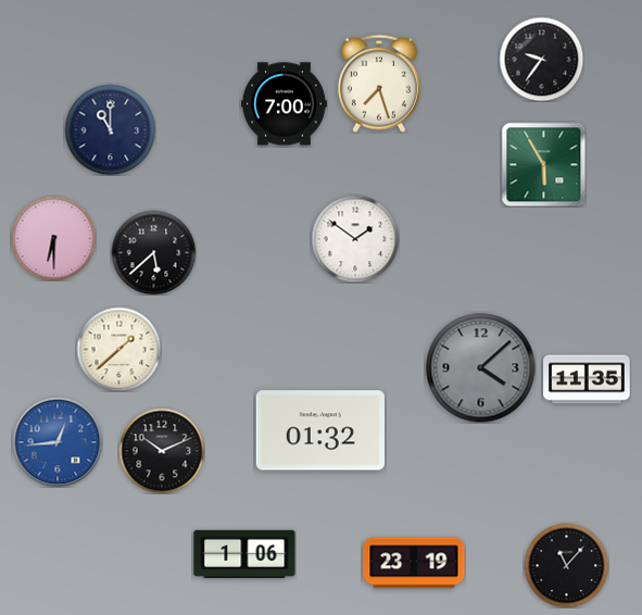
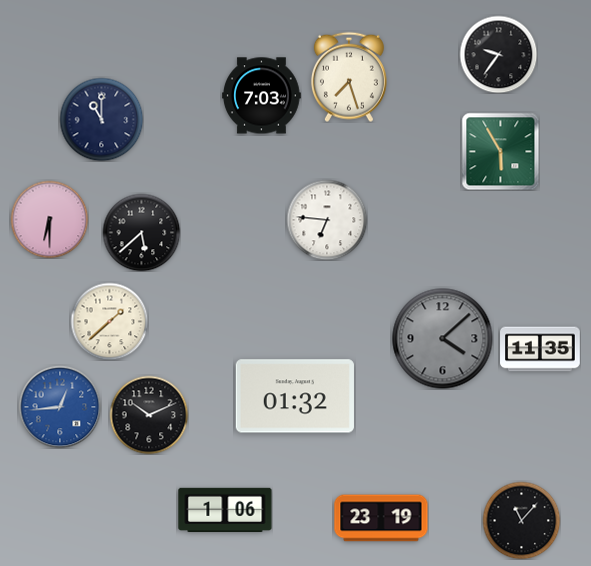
clock at (285, 104): 7:00 -> 7:03
clock at (355, 239): 1:51 -> 6:46
clock at (58, 442) position: (58, 442) -> (60, 407)
